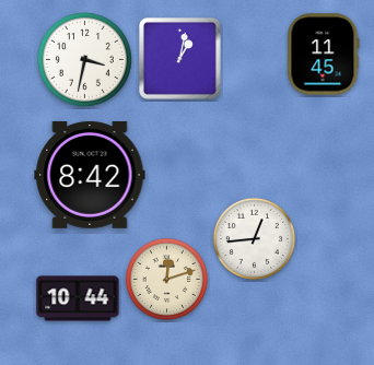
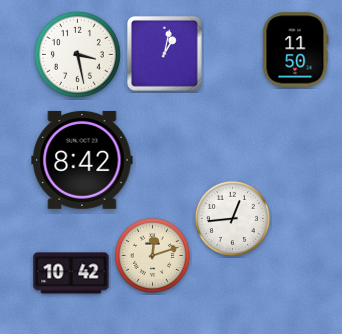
clock at (324, 55): 11:45 -> 11:50
clock at (84, 59): 3:32 -> 3:28
clock at (78, 298): 10:44 -> 10:42
